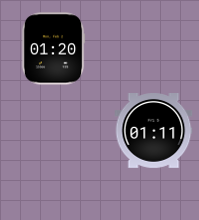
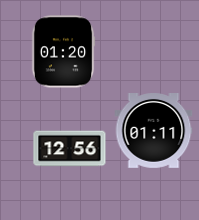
clock at (53, 49) position: (53, 49) -> (63, 52)
clock at (70, 149): none -> 12:56
